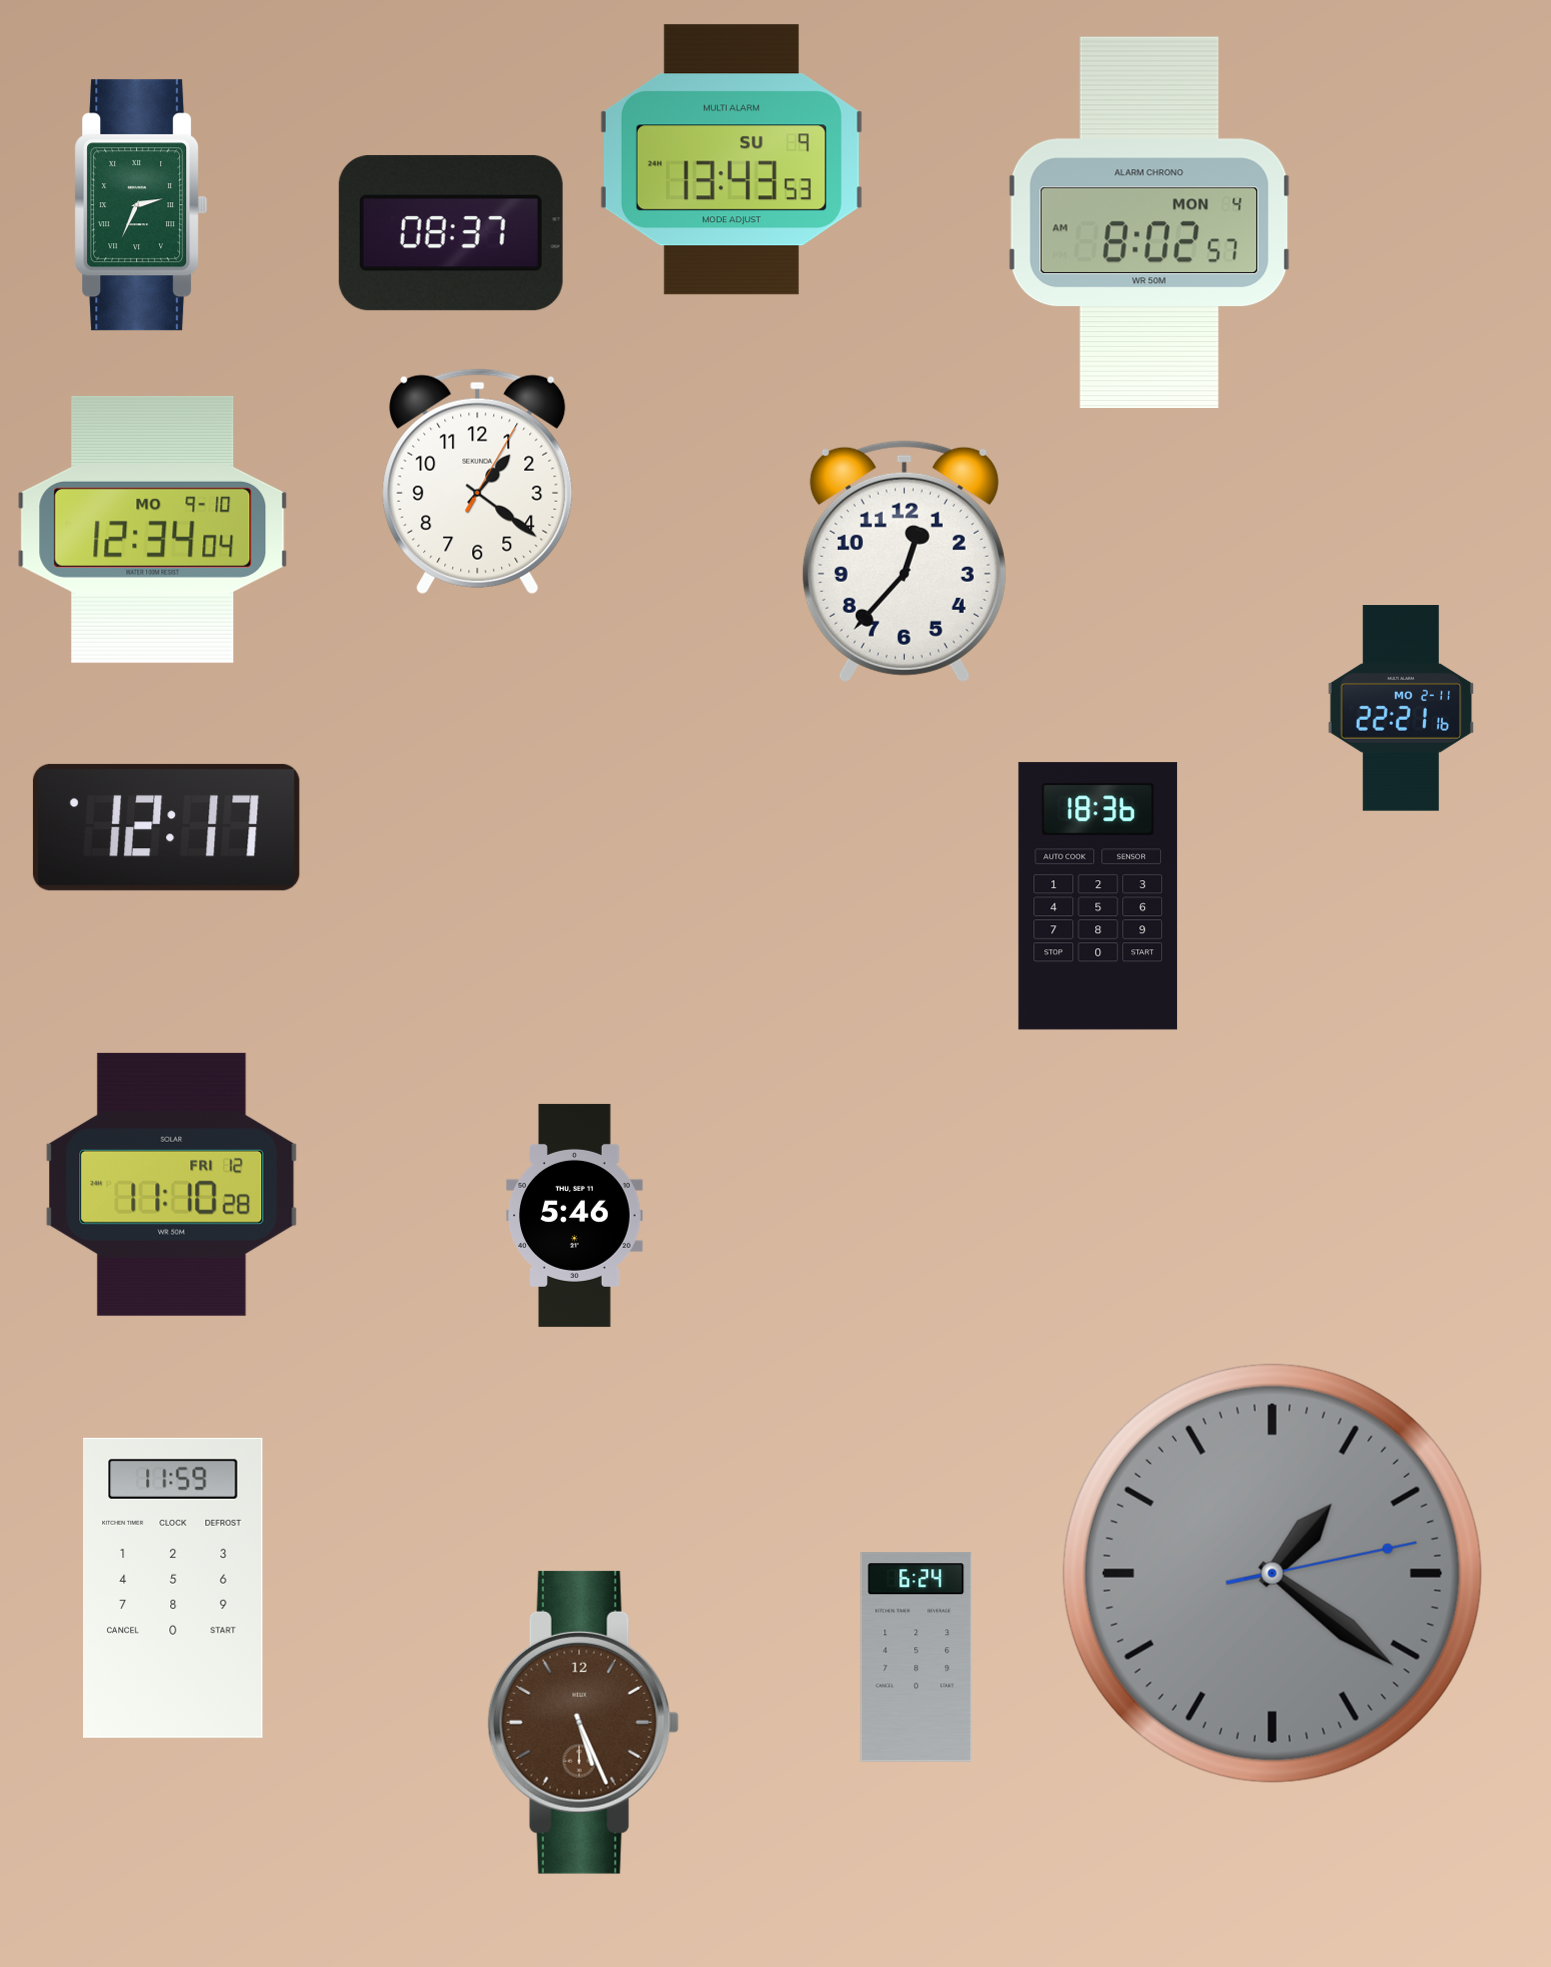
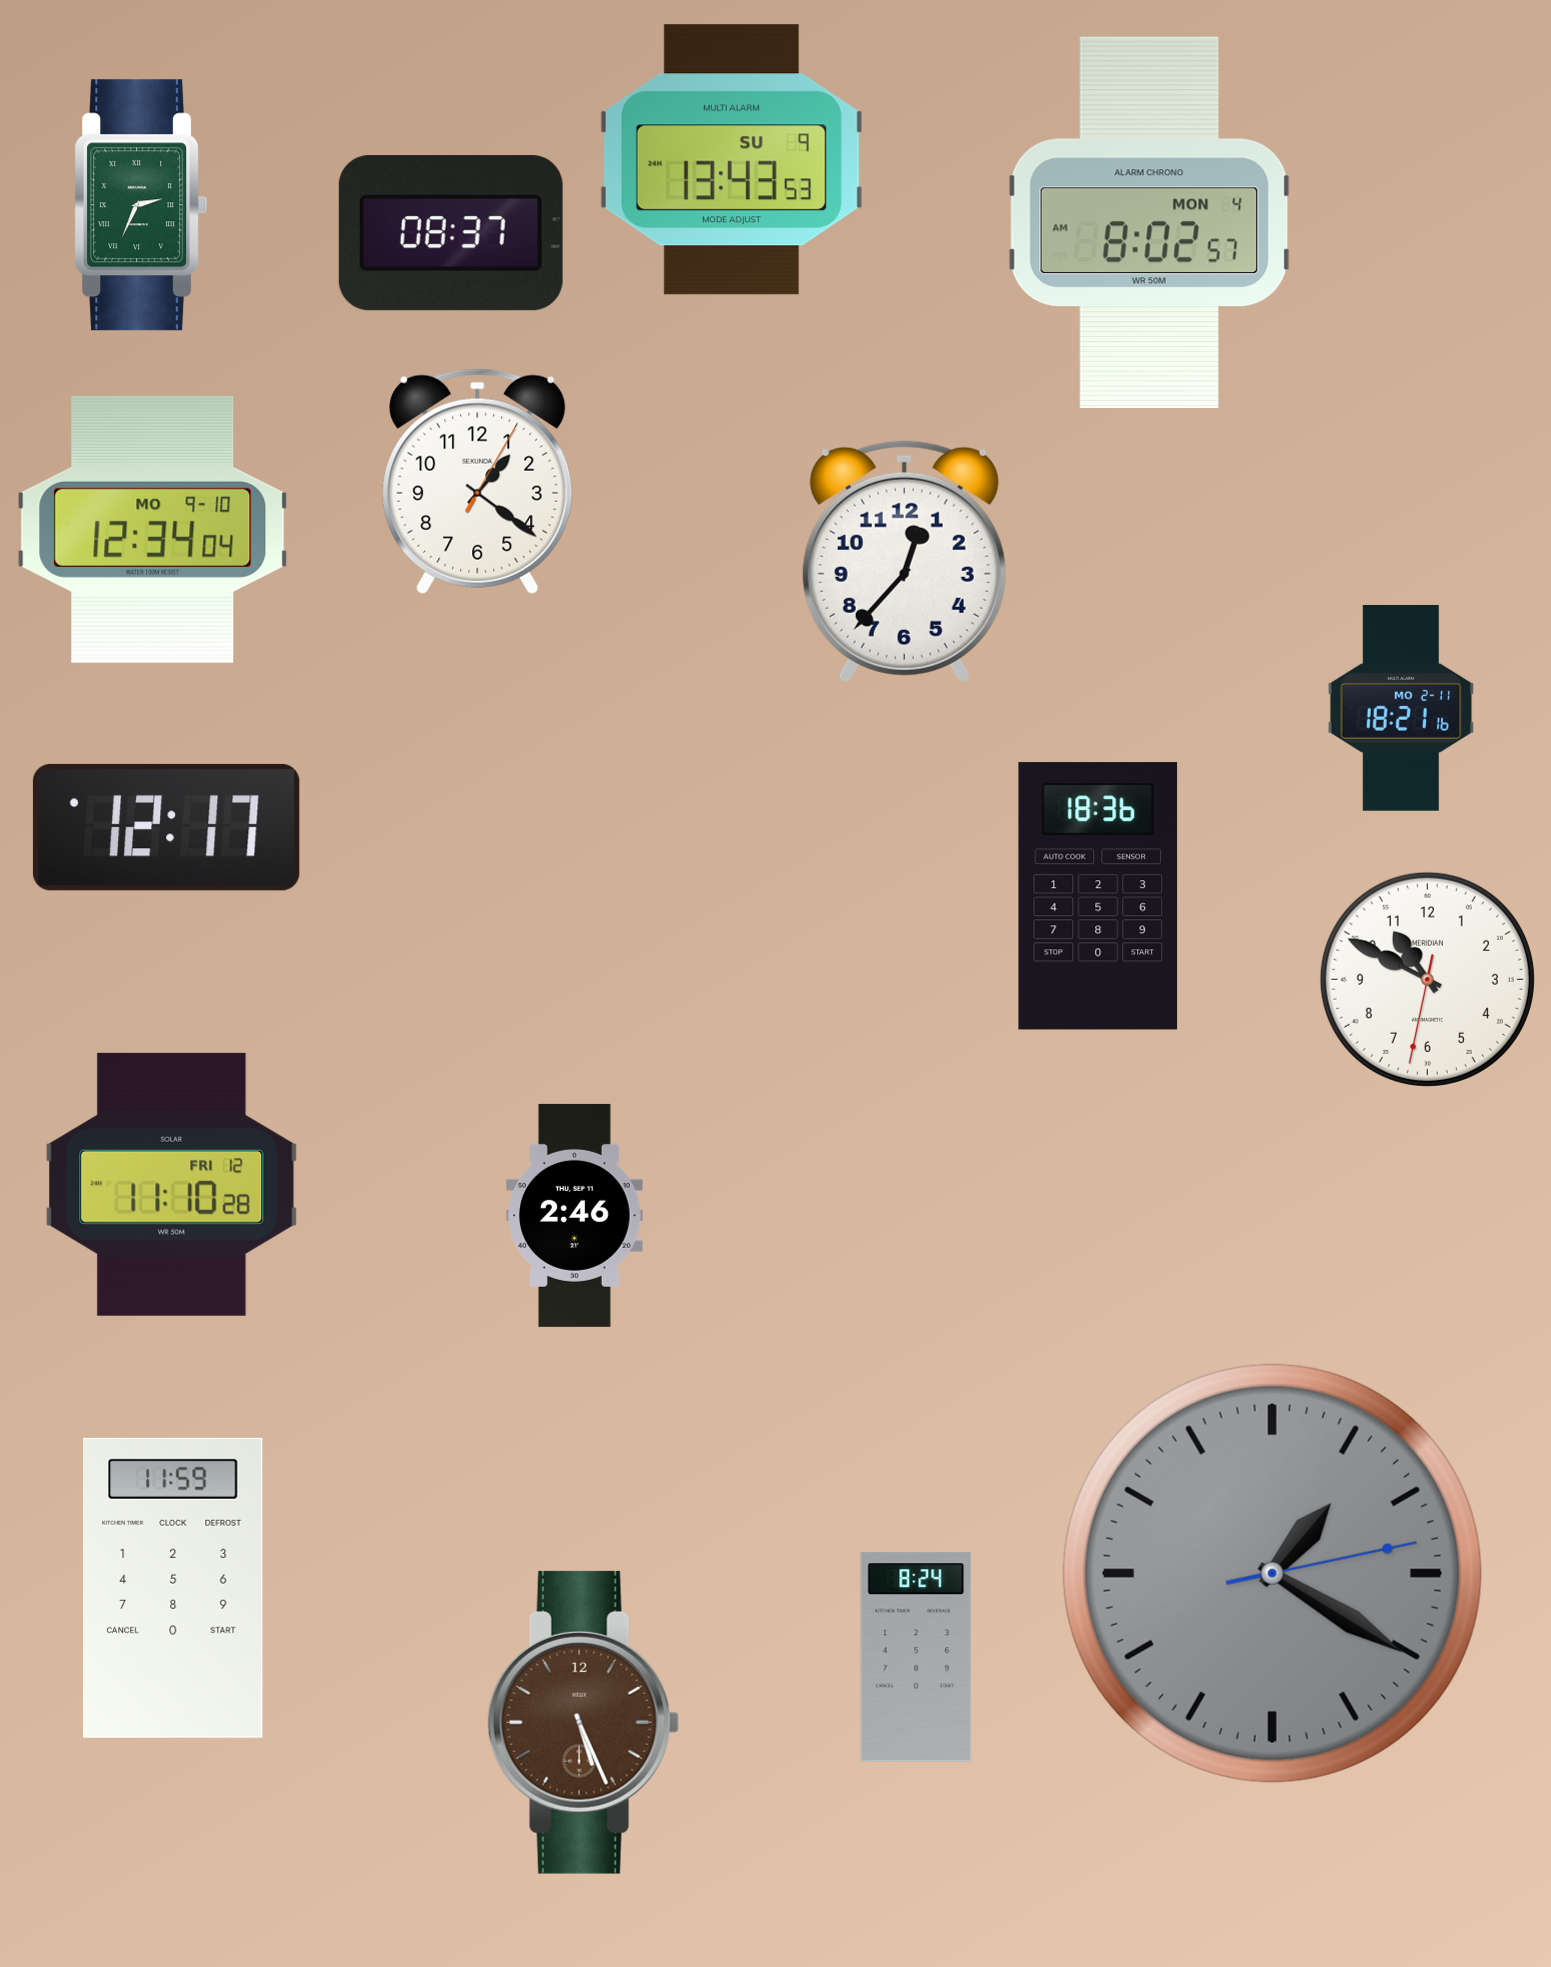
clock at (1401, 708): 22:21 -> 18:21
clock at (1427, 979): none -> 10:49
clock at (575, 1215): 5:46 -> 2:46
clock at (1272, 1573): 1:21 -> 1:20
clock at (916, 1657): 6:24 -> 8:24
